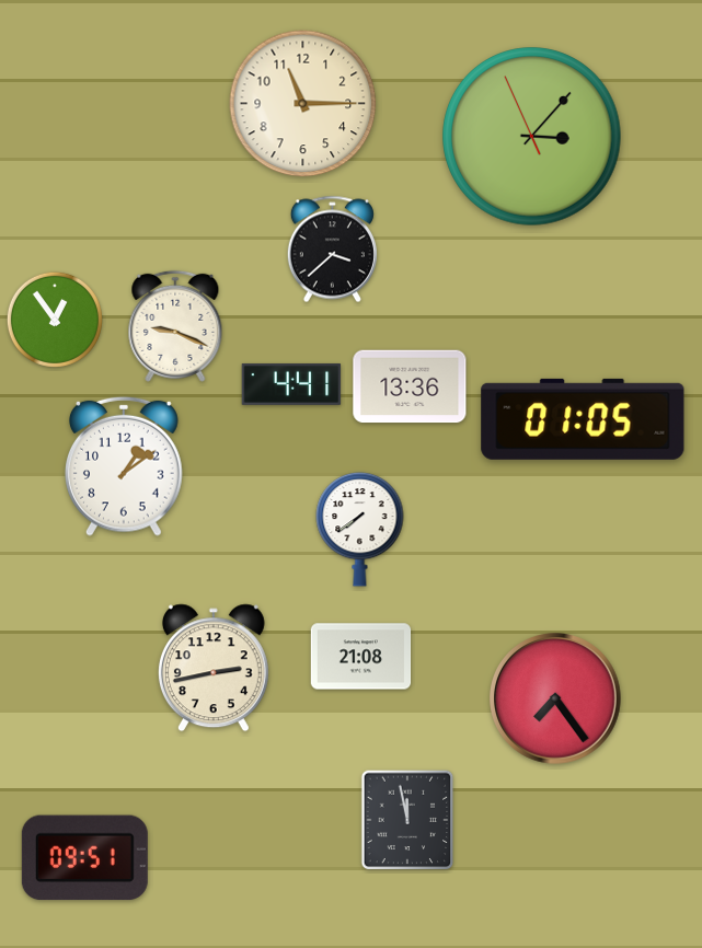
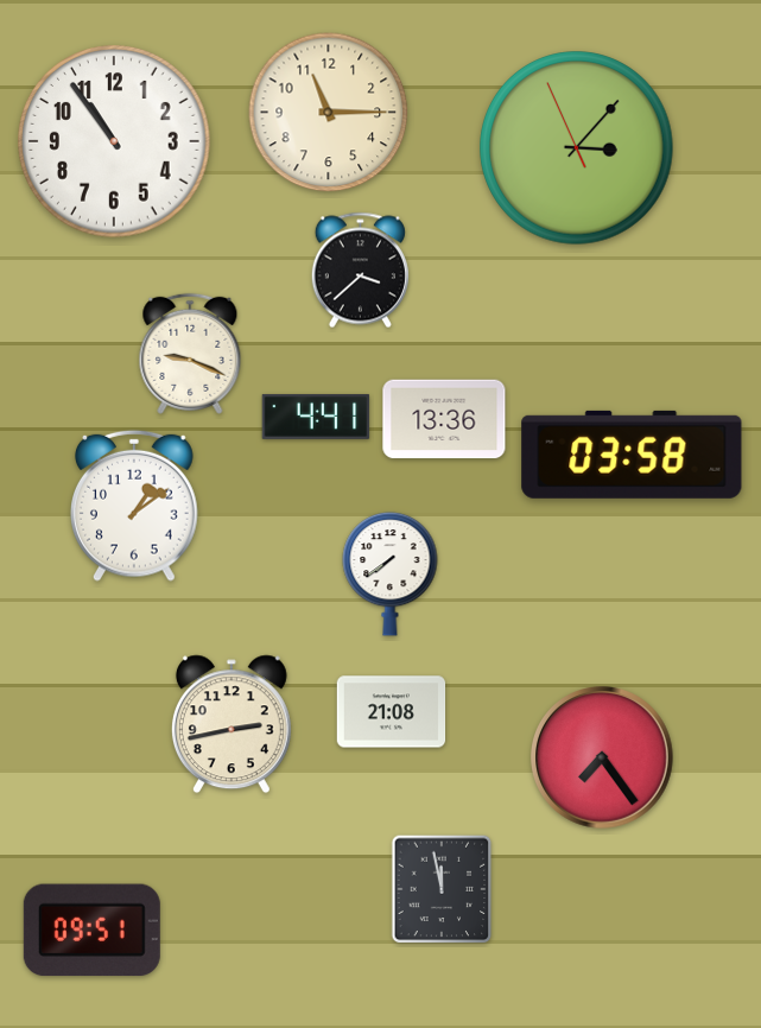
clock at (114, 141): none -> 10:54
clock at (55, 320): 12:54 -> none
clock at (583, 419): 01:05 -> 03:58
